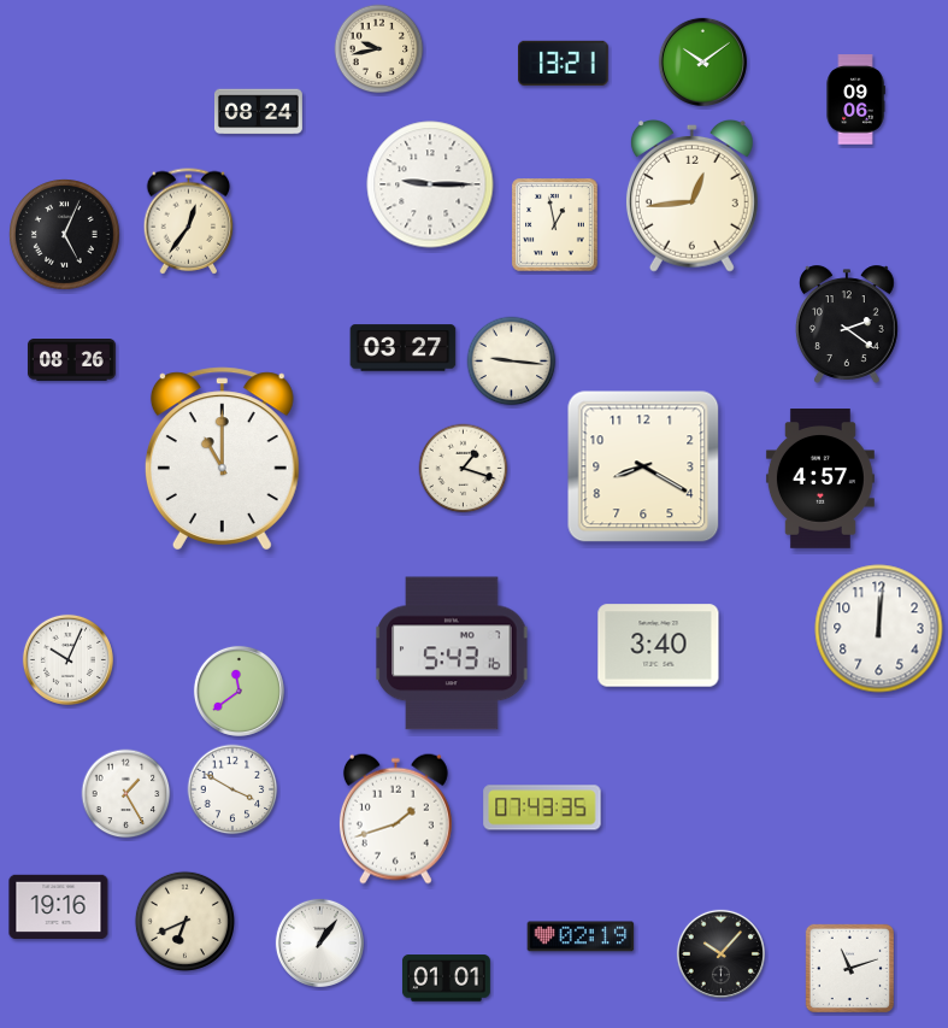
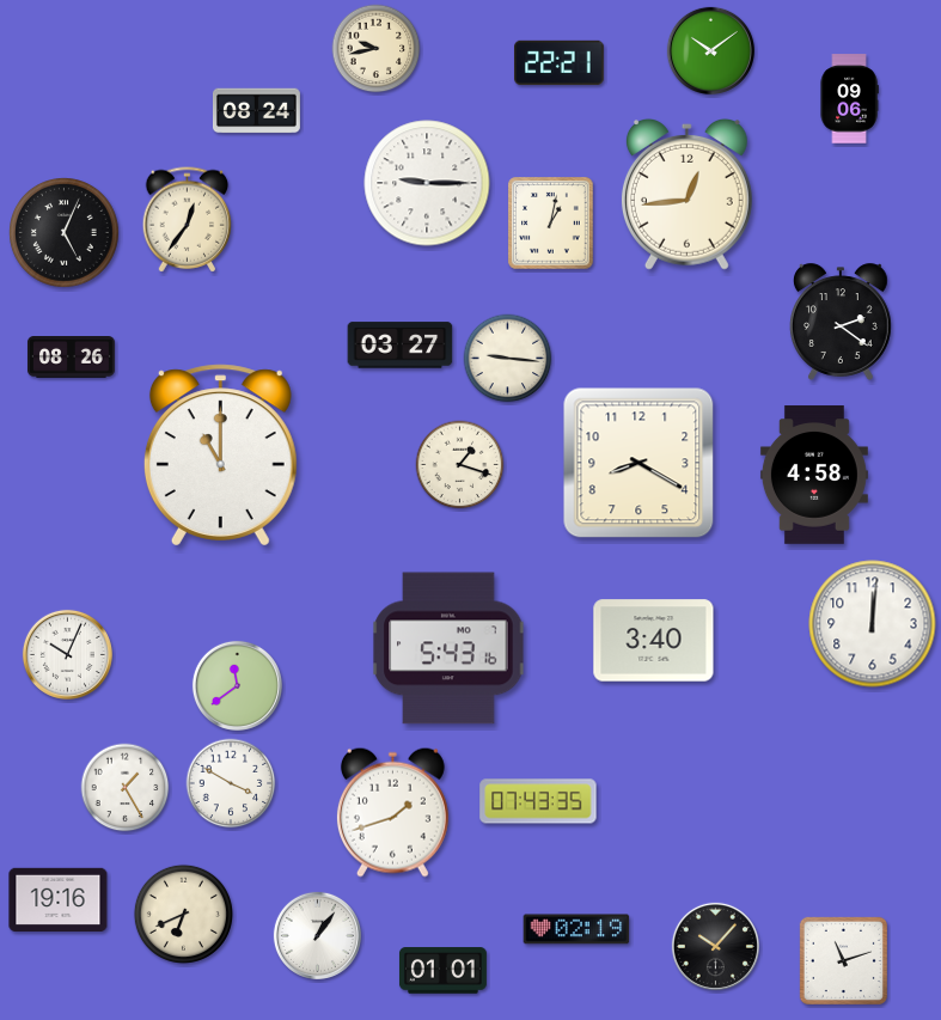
clock at (702, 61) position: (702, 61) -> (710, 50)
clock at (564, 63): 13:21 -> 22:21
clock at (555, 225): 12:58 -> 1:02
clock at (820, 478): 4:57 -> 4:58
